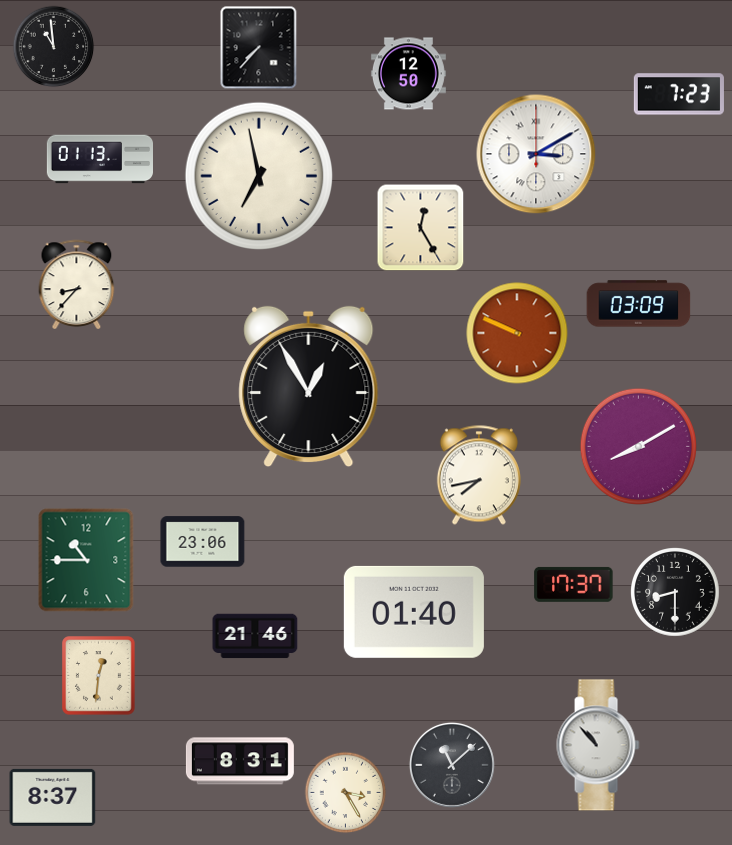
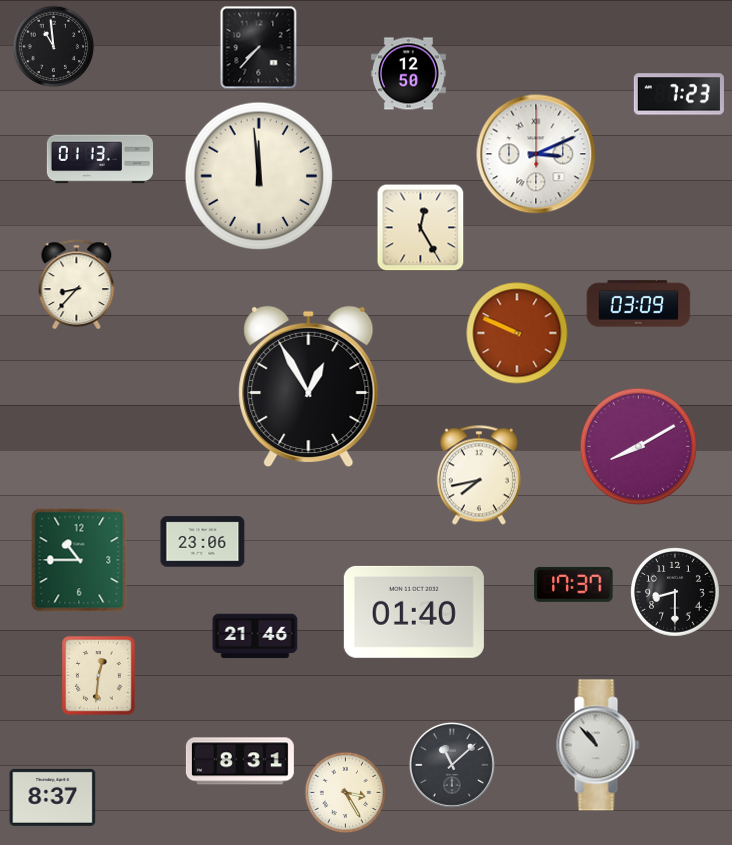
clock at (536, 154): 3:10 -> 3:11
clock at (259, 176): 6:58 -> 11:59
clock at (86, 560) position: (86, 560) -> (79, 560)
